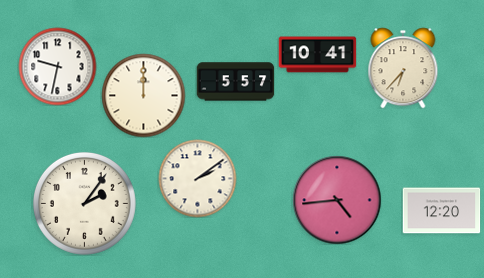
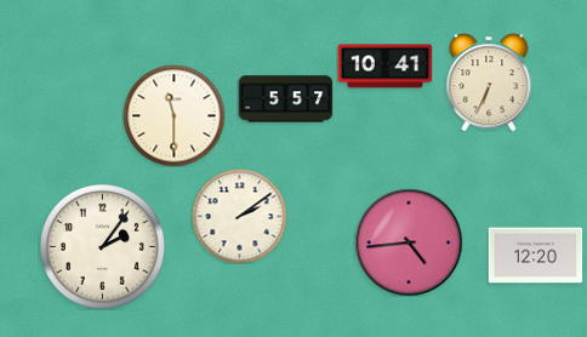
clock at (57, 66): 9:32 -> none
clock at (403, 68): 6:37 -> 6:34
clock at (143, 95): 12:00 -> 11:30
